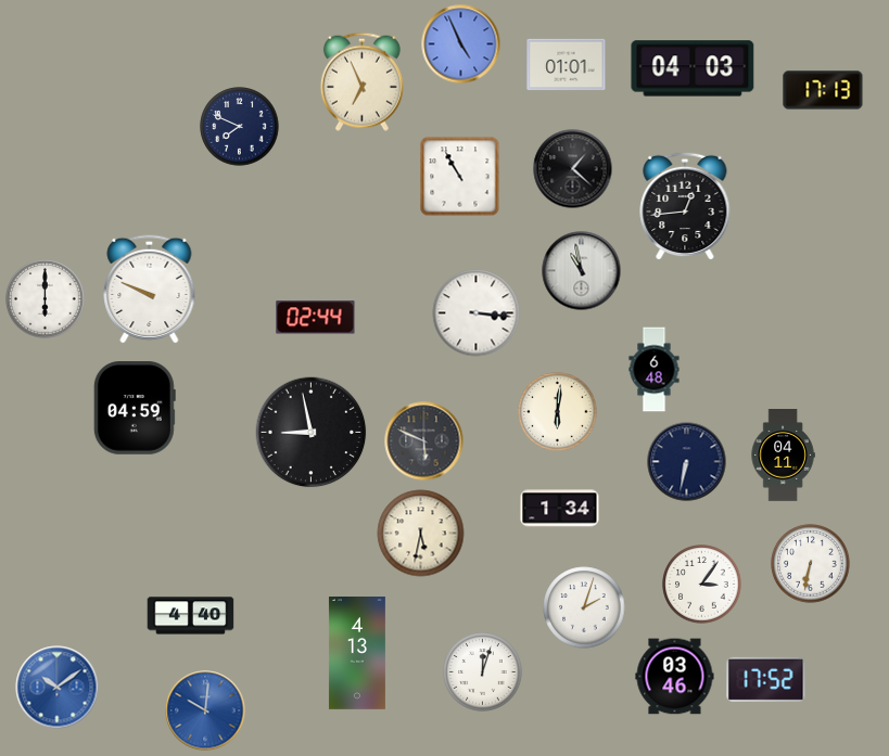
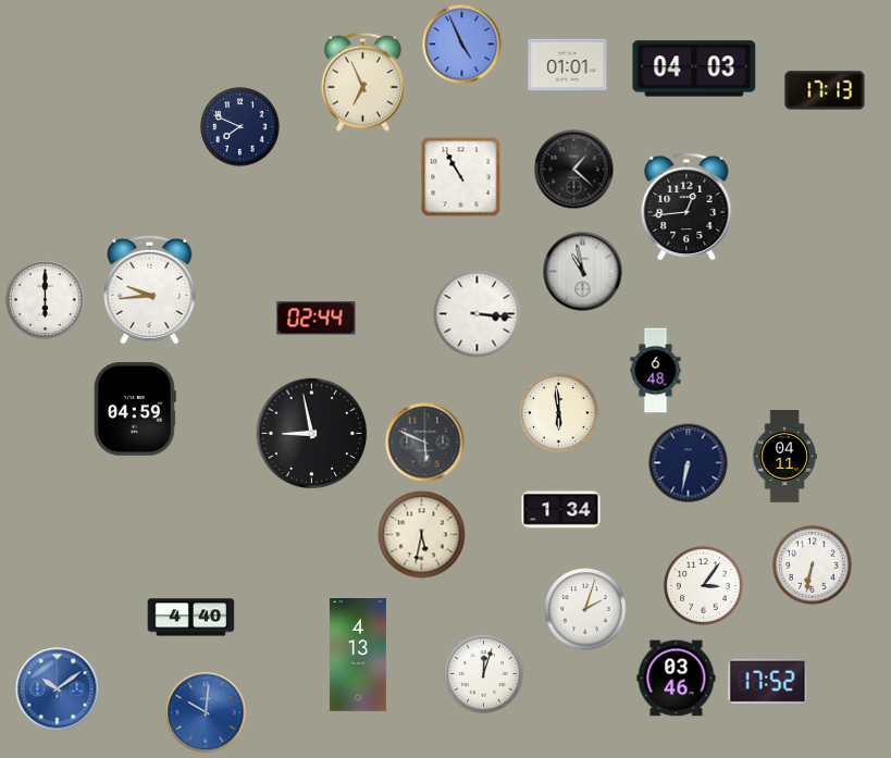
clock at (150, 289): 9:49 -> 9:44
clock at (558, 412): 6:01 -> 5:59
